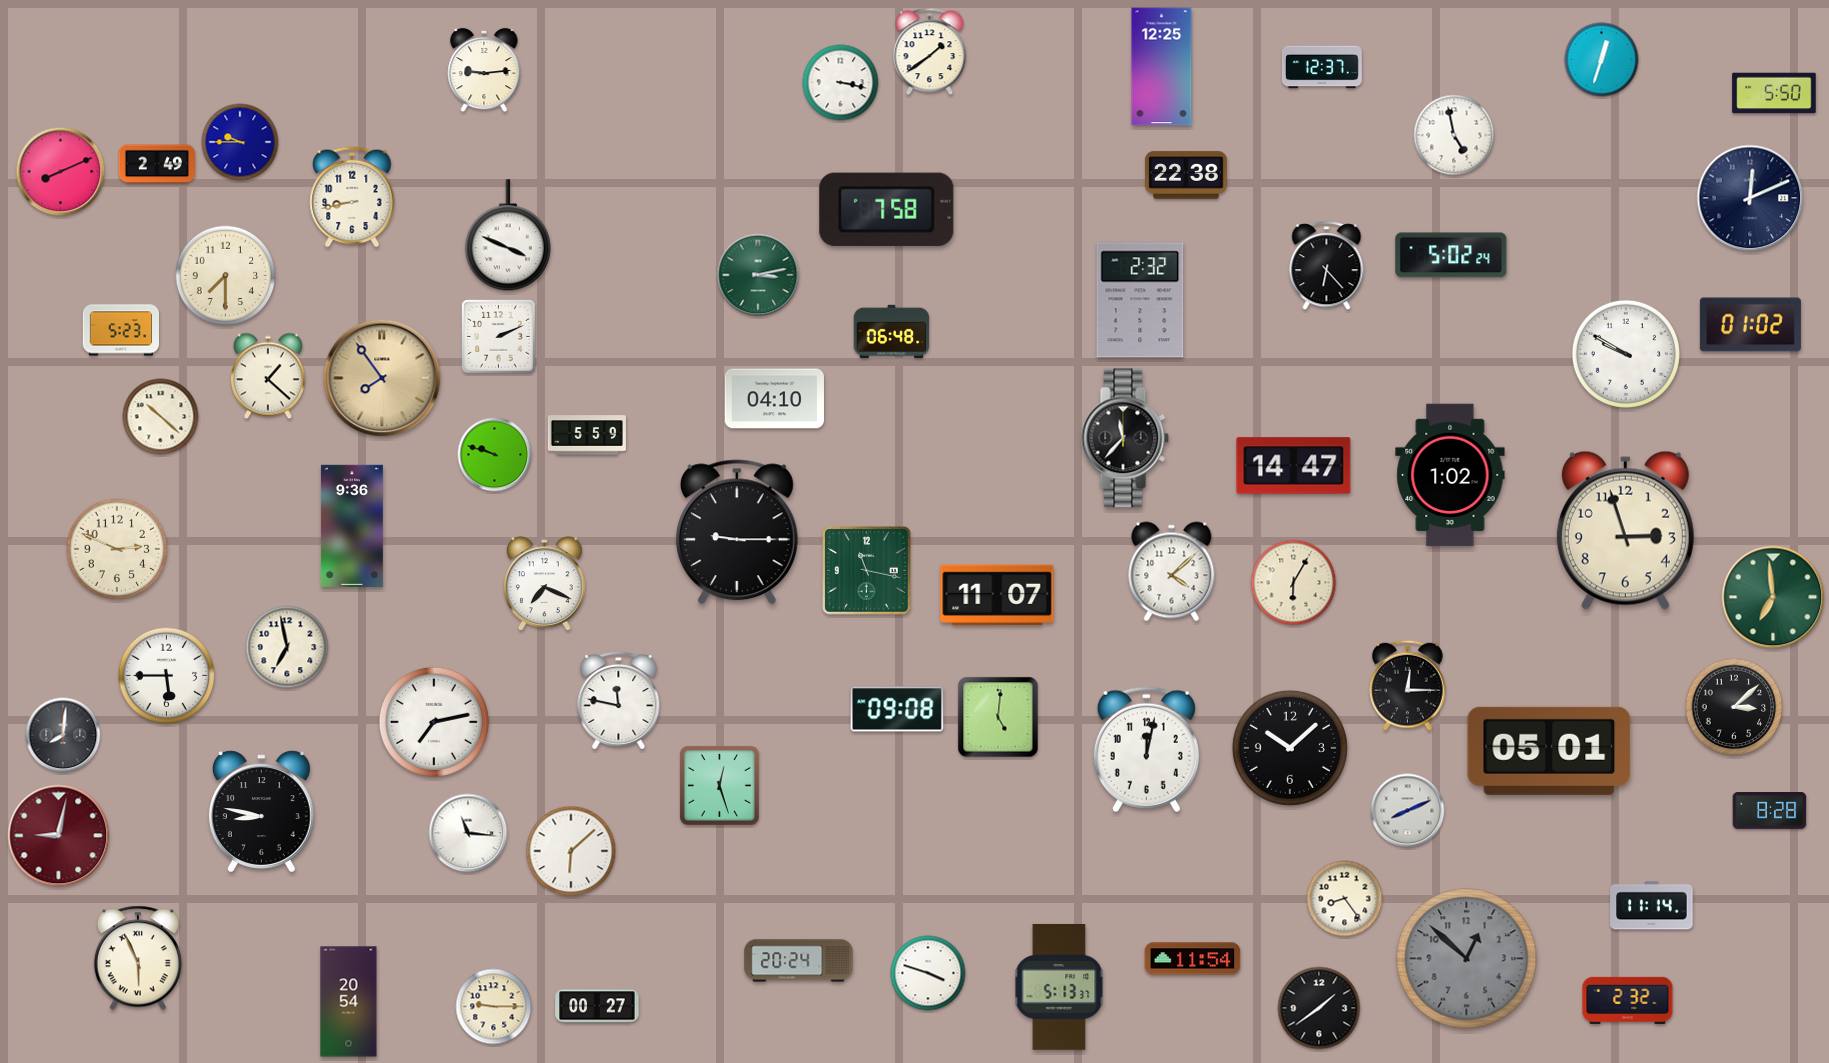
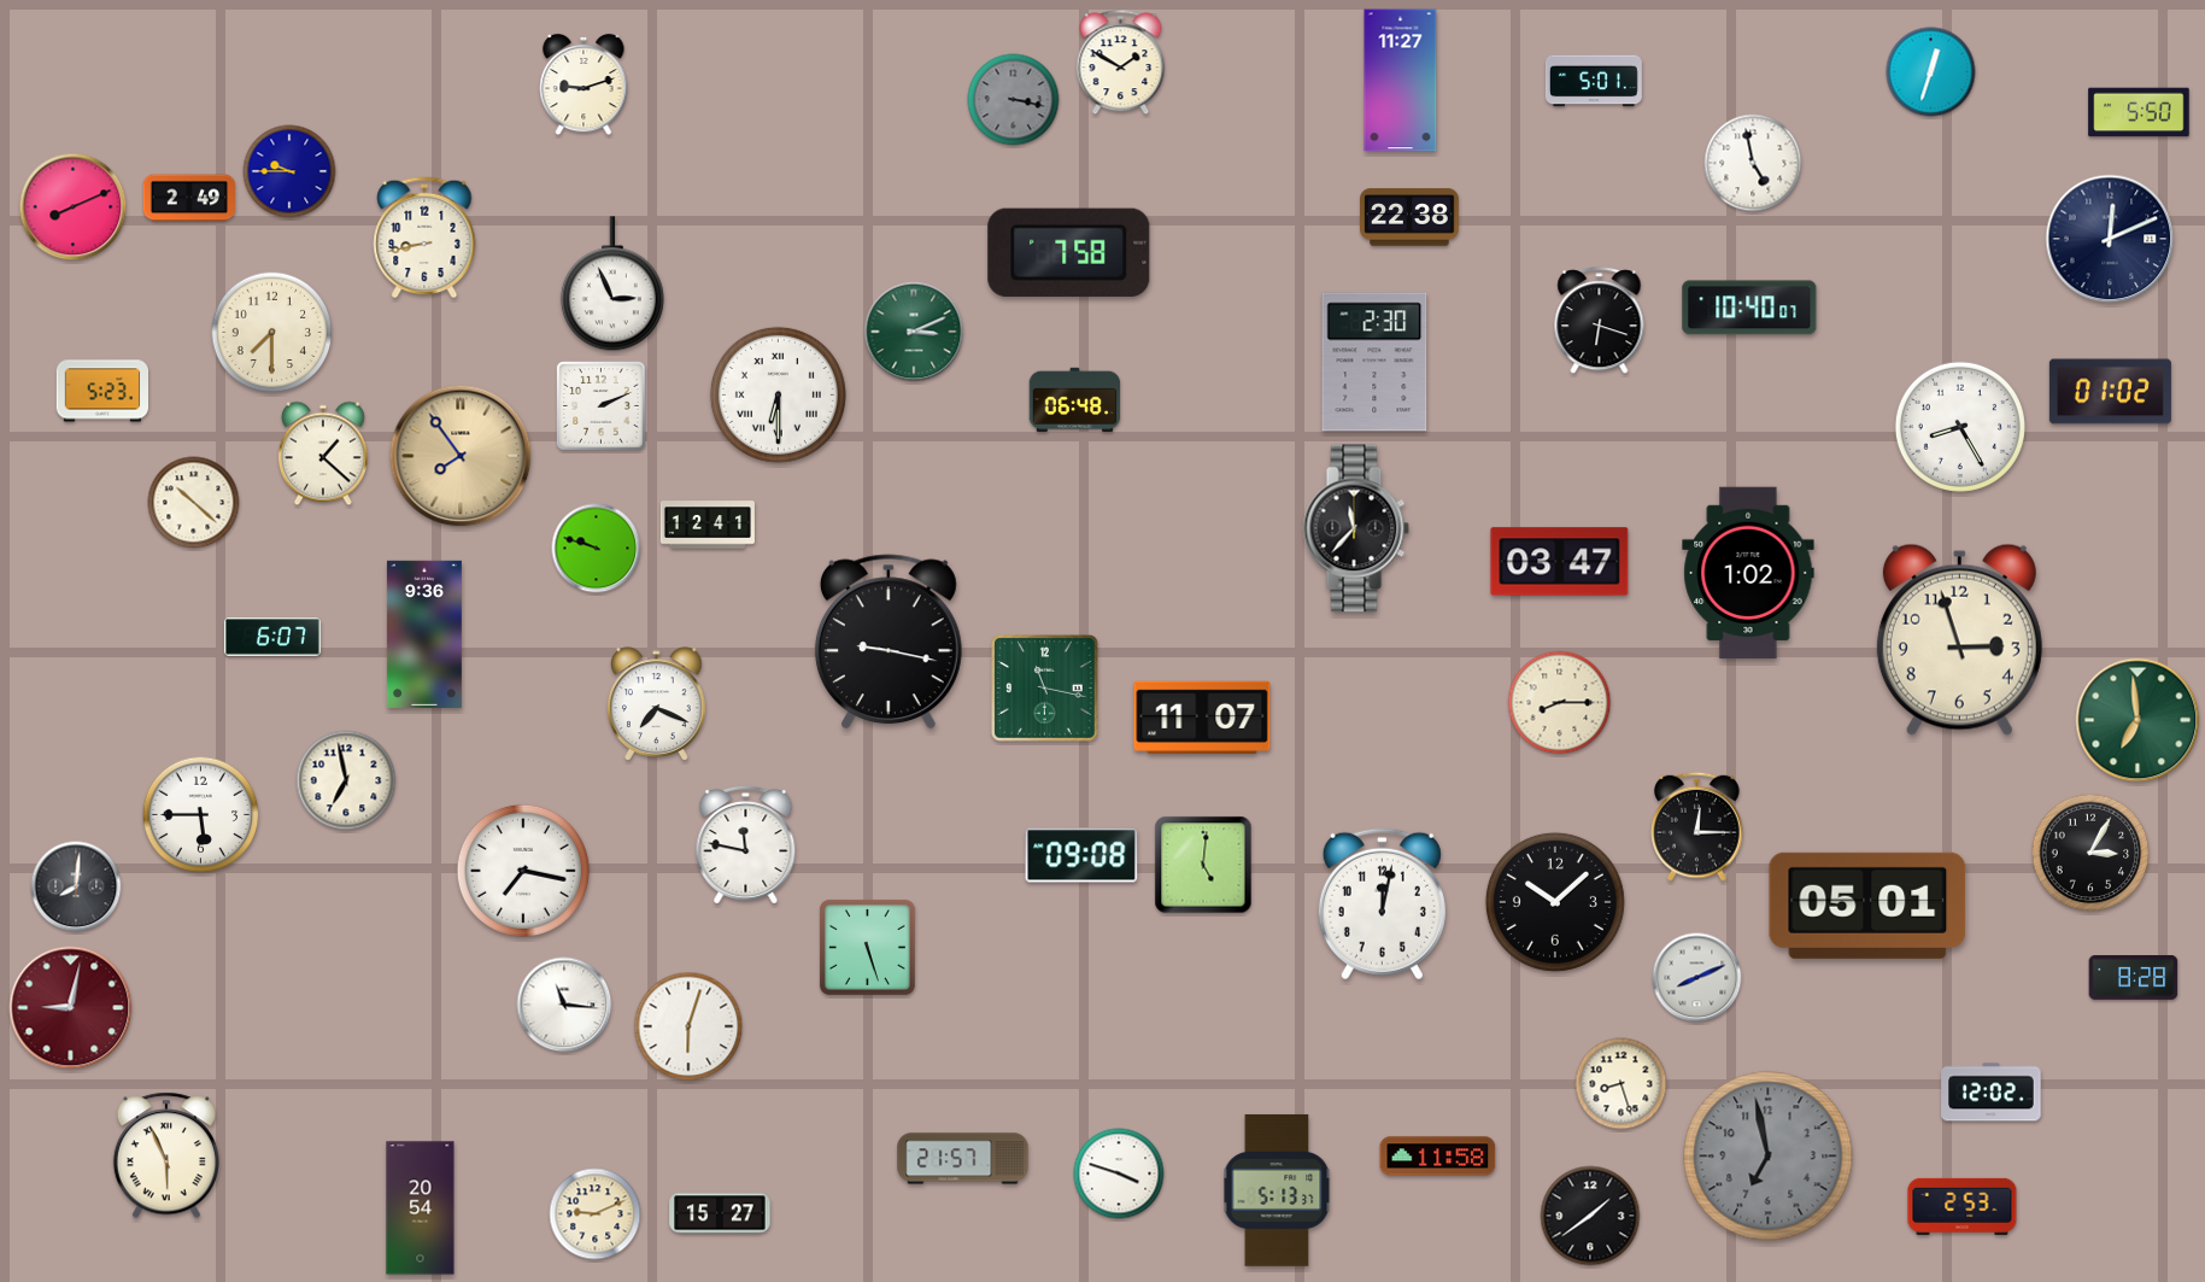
clock at (930, 52): 1:39 -> 1:50
clock at (1162, 67): 12:25 -> 11:27
clock at (1322, 67): 12:37 -> 5:01
clock at (484, 70): 9:14 -> 9:12
clock at (841, 83) dial: white -> grey
clock at (1186, 175) position: (1186, 175) -> (1409, 217)
clock at (508, 236): 3:49 -> 2:56
clock at (1451, 255): 5:02 -> 10:40
clock at (1327, 266): 6:23 -> 6:18
clock at (758, 275): 3:13 -> 3:11
clock at (1140, 300): 2:32 -> 2:30
clock at (778, 394): none -> 6:30
clock at (121, 330) position: (121, 330) -> (102, 391)
clock at (1626, 354): 9:50 -> 8:25
clock at (774, 399): 04:10 -> none
clock at (587, 435): 5:59 -> 12:41
clock at (1294, 466): 14:47 -> 03:47
clock at (272, 637): none -> 6:07
clock at (737, 532): 9:15 -> 9:17
clock at (117, 549): 2:49 -> none
clock at (1172, 572): 4:08 -> none
clock at (1294, 583): 6:05 -> 8:15
clock at (1734, 707): 3:08 -> 3:05
clock at (434, 722): 7:13 -> 7:17
clock at (720, 786): 12:27 -> 5:27
clock at (261, 812): 8:47 -> none
clock at (571, 851): 6:08 -> 6:03
clock at (1345, 899): 8:24 -> 8:27
clock at (1652, 906): 11:14 -> 12:02
clock at (1193, 959): 11:54 -> 11:58
clock at (1467, 959): 12:52 -> 6:58
clock at (799, 961): 20:24 -> 21:57
clock at (1628, 1000): 2:32 -> 2:53
clock at (597, 1006): 00:27 -> 15:27
clock at (494, 1007): 9:15 -> 9:11
